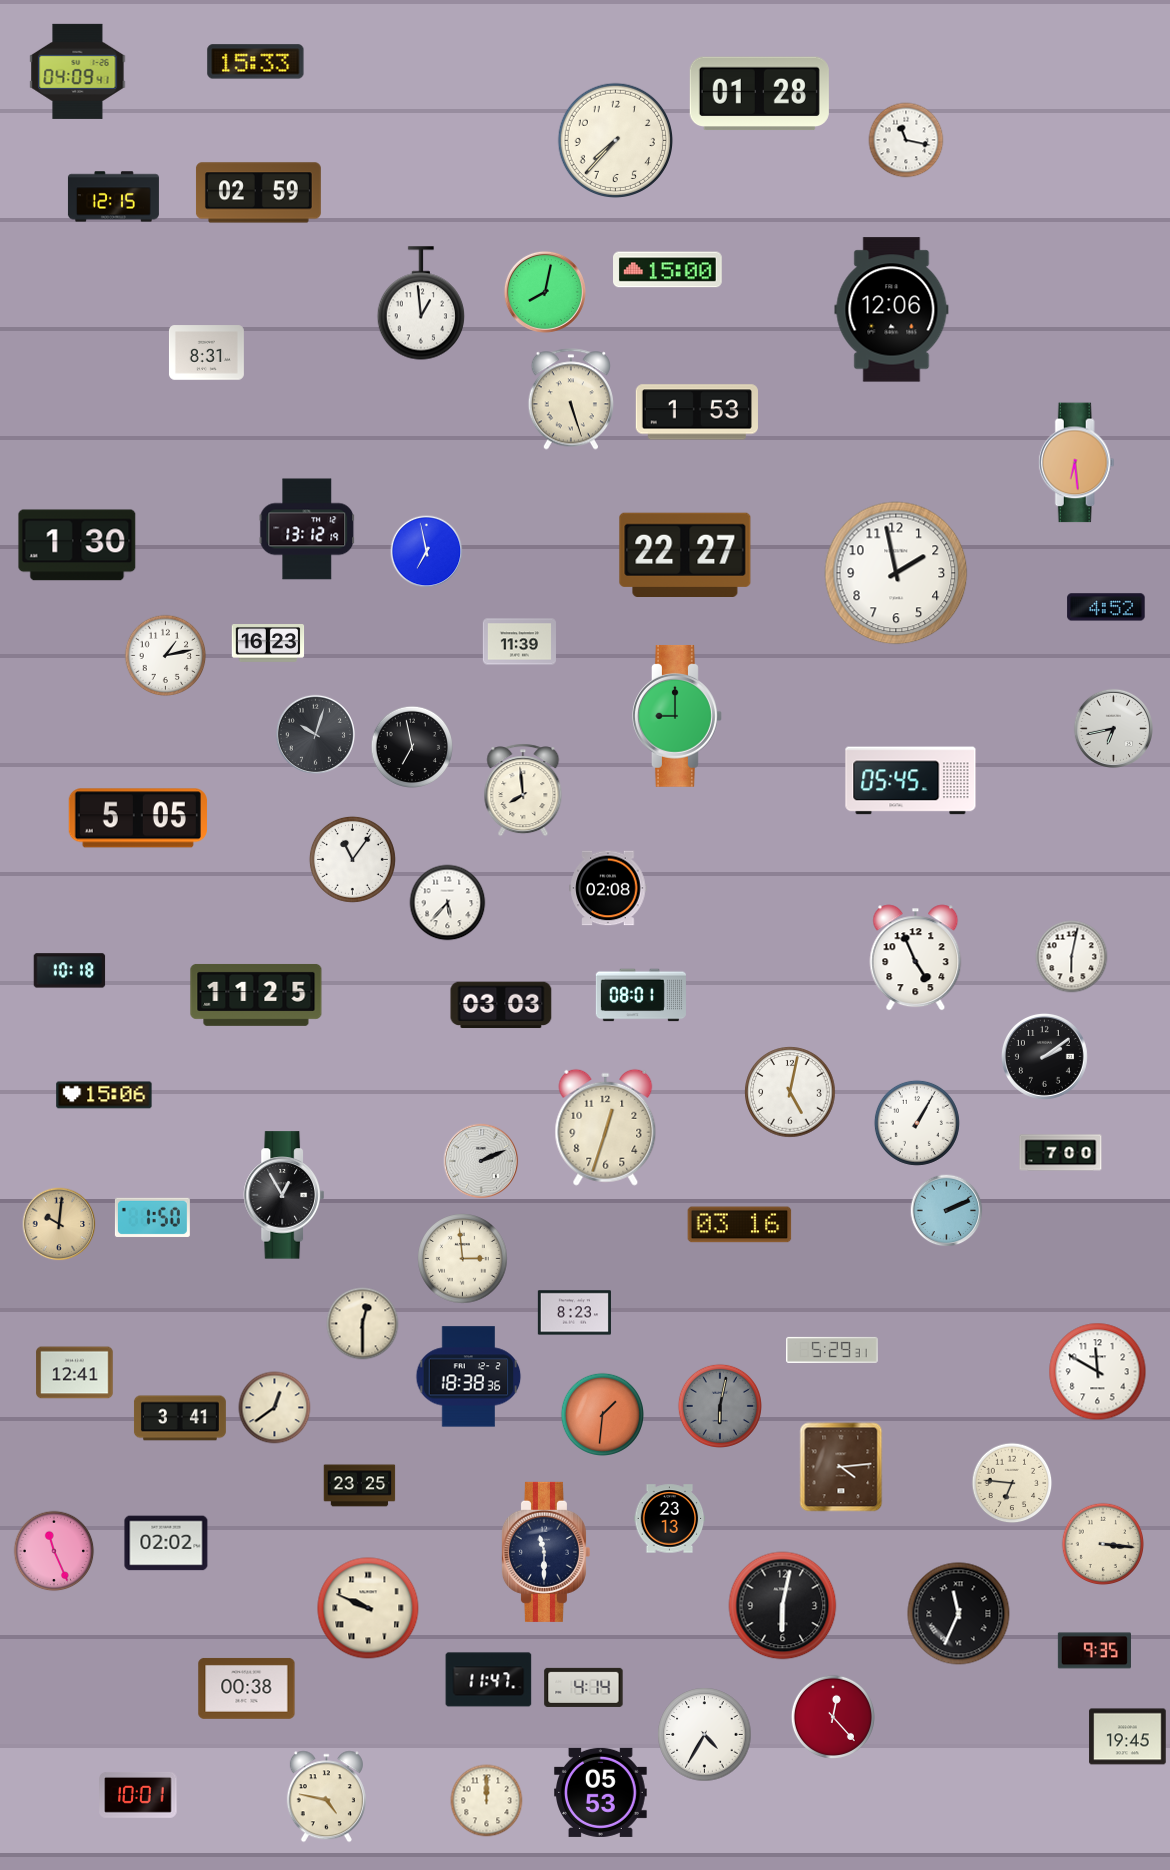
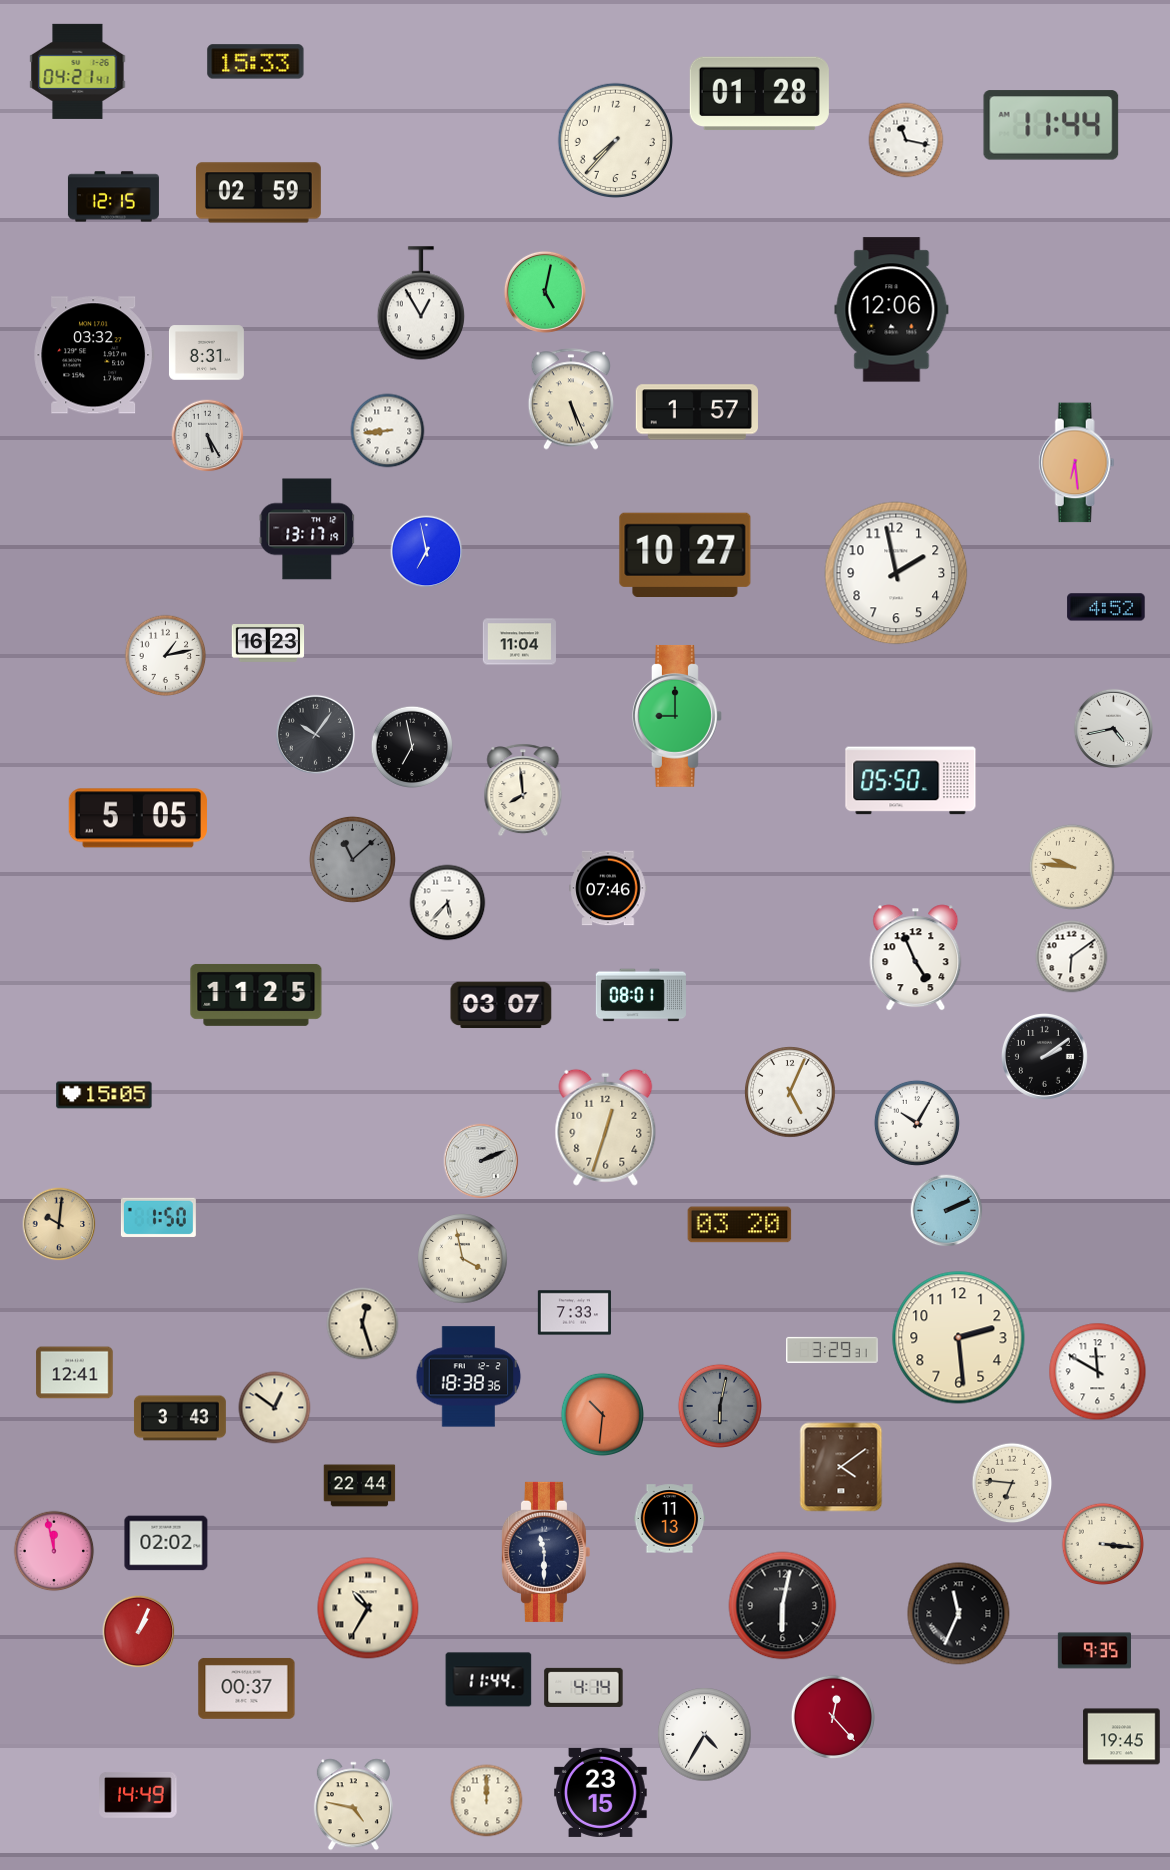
clock at (78, 71): 04:09 -> 04:21
clock at (1051, 125): none -> 11:44
clock at (668, 270): 15:00 -> none
clock at (545, 292): 8:02 -> 5:02
clock at (420, 303): 12:59 -> 12:55
clock at (94, 355): none -> 03:32
clock at (570, 399): 5:27 -> 5:26
clock at (697, 412): 1:53 -> 1:57
clock at (388, 431): none -> 8:44
clock at (208, 436): none -> 5:25
clock at (307, 529): 13:12 -> 13:17
clock at (77, 545): 1:30 -> none
clock at (685, 555): 22:27 -> 10:27
clock at (519, 642): 11:39 -> 11:04
clock at (1113, 728): 6:43 -> 4:43
clock at (315, 734): 10:03 -> 10:06
clock at (911, 781): 05:45 -> 05:50
clock at (352, 859): 11:06 -> 11:08
clock at (352, 859) dial: white -> grey
clock at (1072, 867): none -> 9:46
clock at (608, 888): 02:08 -> 07:46
clock at (1072, 957): 6:02 -> 6:09
clock at (70, 971): 10:18 -> none
clock at (501, 1005): 03:03 -> 03:07
clock at (790, 1092): 5:02 -> 5:04
clock at (104, 1095): 15:06 -> 15:05
clock at (917, 1123): 1:05 -> 10:05
clock at (1061, 1153): 7:00 -> none
clock at (284, 1195): 12:55 -> none
clock at (152, 1217) position: (152, 1217) -> (158, 1217)
clock at (740, 1225): 03:16 -> 03:20
clock at (463, 1259): 2:59 -> 3:58
clock at (574, 1313): 8:23 -> 7:33
clock at (363, 1324): 12:30 -> 12:27
clock at (959, 1338): none -> 2:29
clock at (833, 1350): 5:29 -> 3:29
clock at (275, 1408): 12:39 -> 12:51
clock at (602, 1414): 1:31 -> 10:31
clock at (180, 1418): 3:41 -> 3:43
clock at (841, 1467): 4:14 -> 4:09
clock at (360, 1486): 23:25 -> 22:44
clock at (670, 1519): 23:13 -> 11:13
clock at (54, 1551): 11:26 -> 11:58
clock at (368, 1608): 9:49 -> 10:35
clock at (139, 1632): none -> 1:04
clock at (489, 1680): 11:47 -> 11:44
clock at (247, 1688): 00:38 -> 00:37
clock at (1128, 1737) position: (1128, 1737) -> (1122, 1737)
clock at (601, 1792): 05:53 -> 23:15
clock at (138, 1795): 10:01 -> 14:49
clock at (326, 1797) position: (326, 1797) -> (353, 1805)
